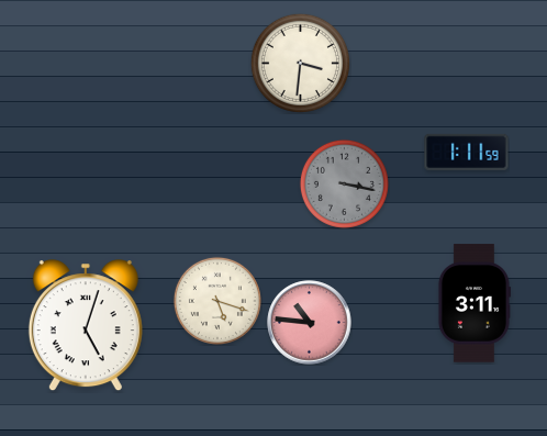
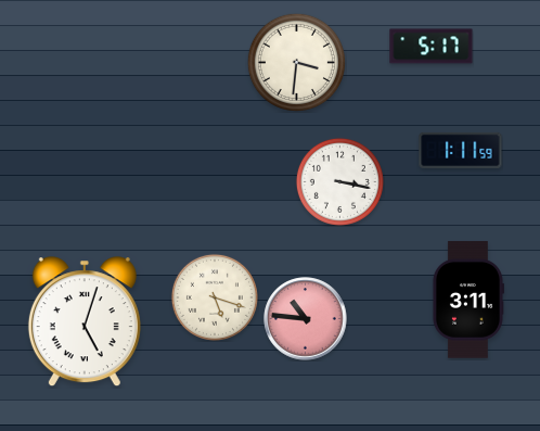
clock at (432, 47): none -> 5:17
clock at (344, 183) dial: grey -> white
